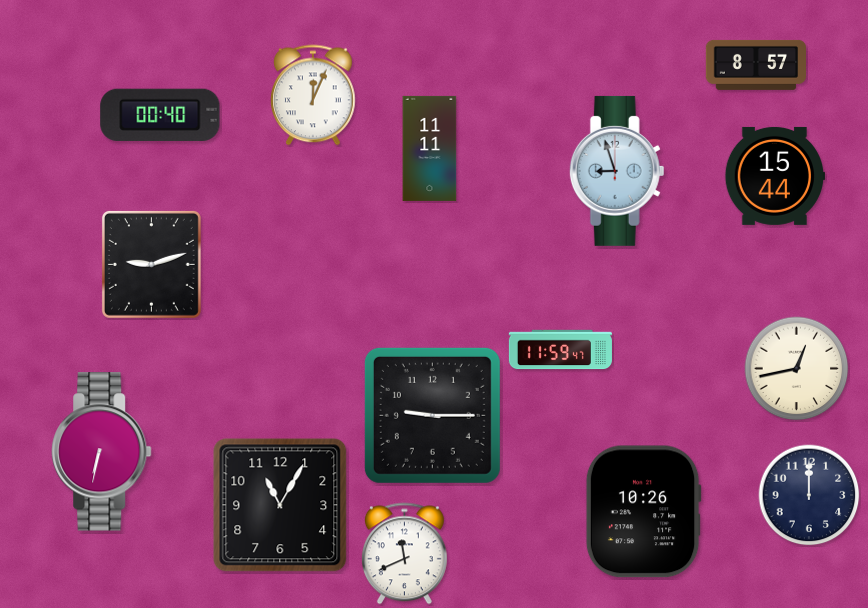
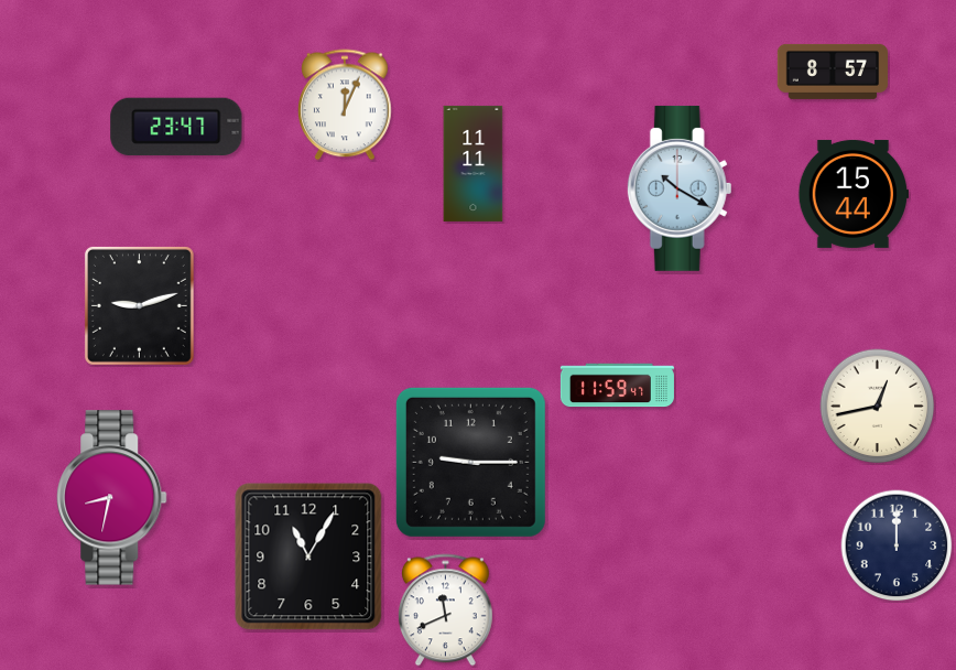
clock at (160, 115): 00:40 -> 23:47
clock at (617, 171): 8:57 -> 10:20
clock at (151, 264) position: (151, 264) -> (139, 305)
clock at (432, 415) position: (432, 415) -> (470, 462)
clock at (102, 452): 6:32 -> 8:32
clock at (809, 495) position: (809, 495) -> (897, 545)
clock at (643, 512): 10:26 -> none
